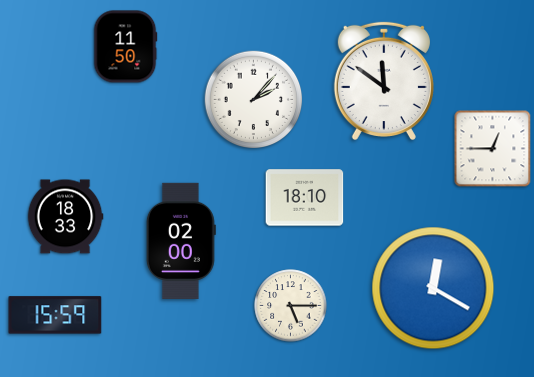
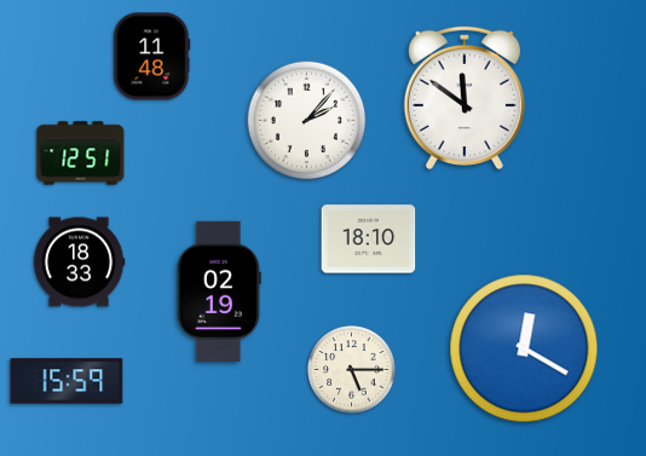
clock at (125, 47): 11:50 -> 11:48
clock at (81, 154): none -> 12:51
clock at (493, 149): 12:45 -> none
clock at (181, 241): 02:00 -> 02:19
